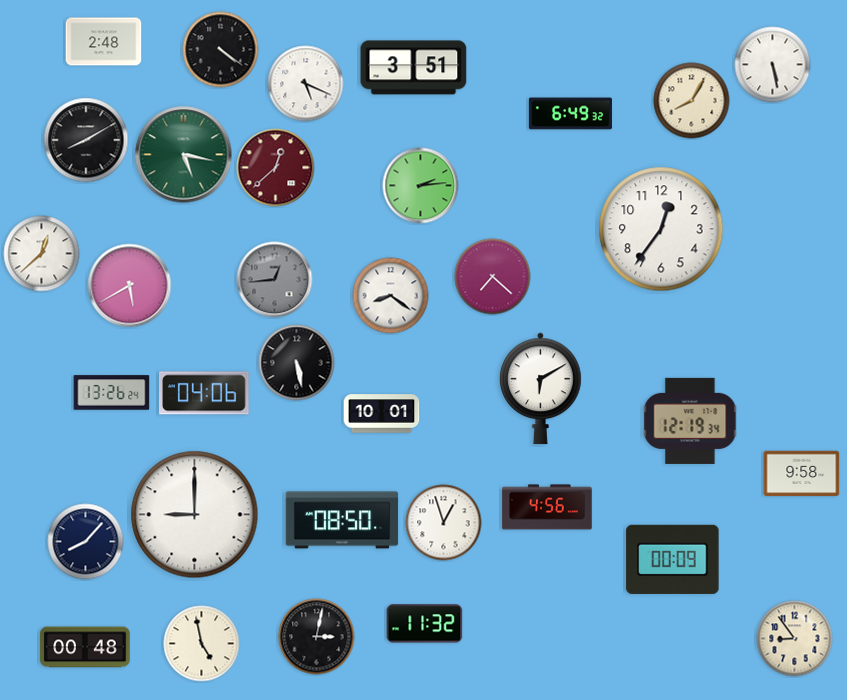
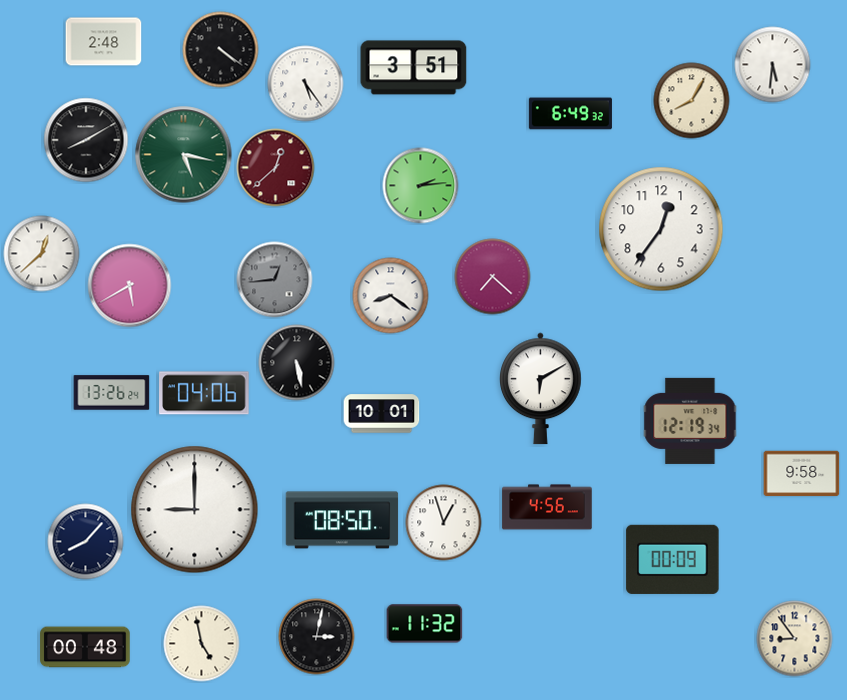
clock at (773, 65): 5:28 -> 5:31
clock at (306, 84): 5:19 -> 5:24
clock at (195, 515) position: (195, 515) -> (195, 510)
